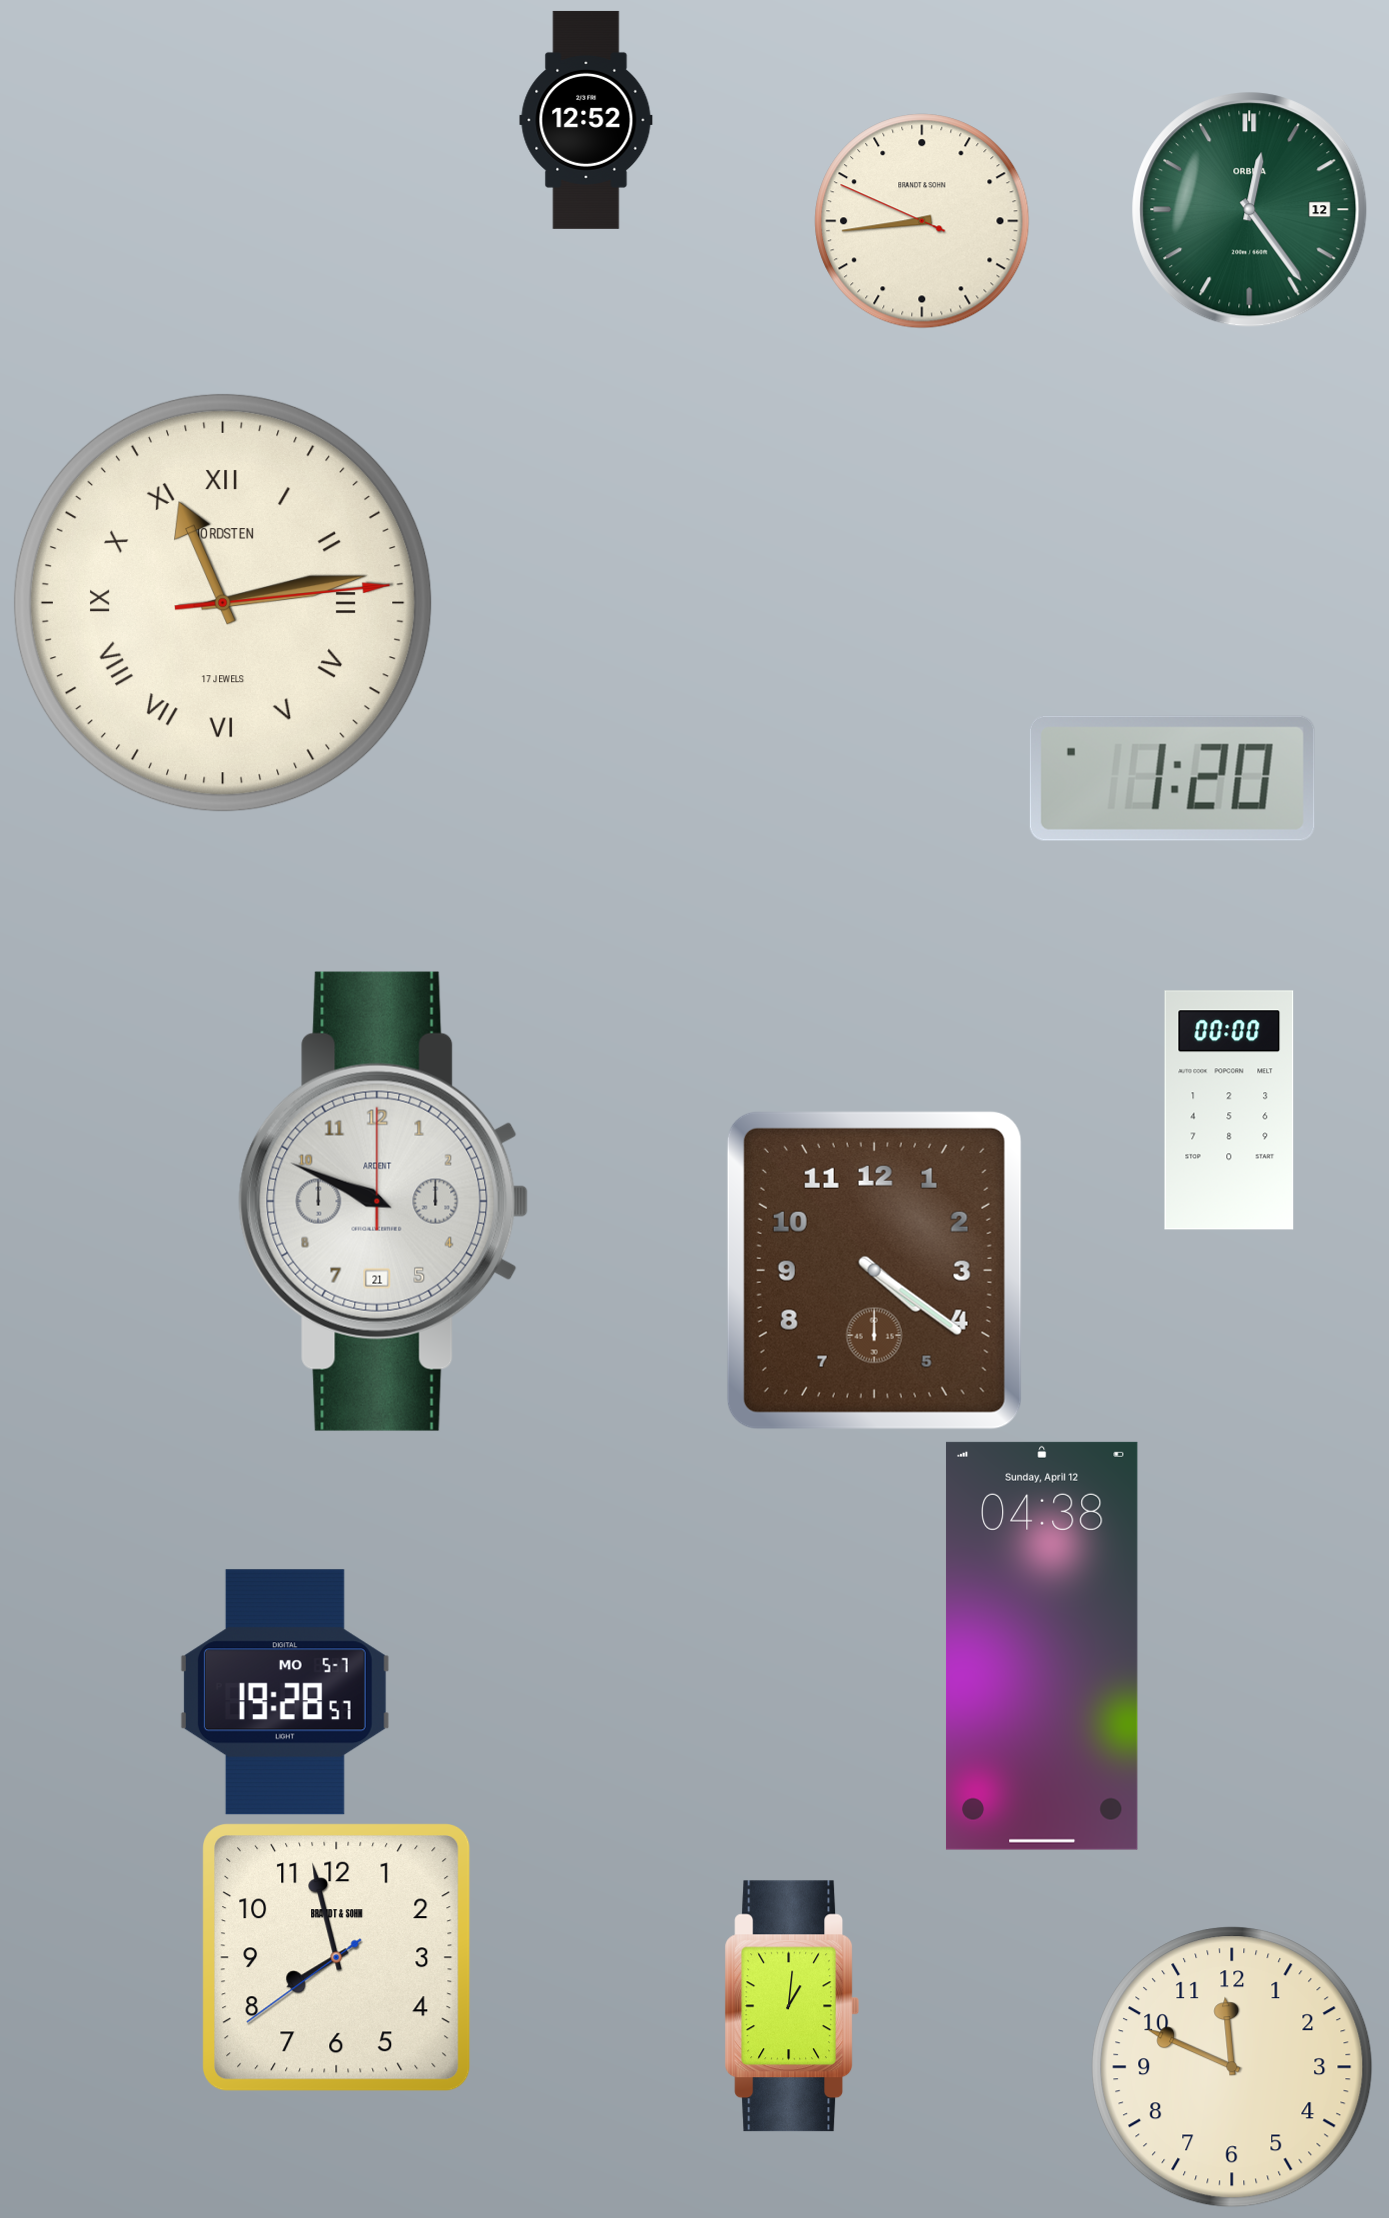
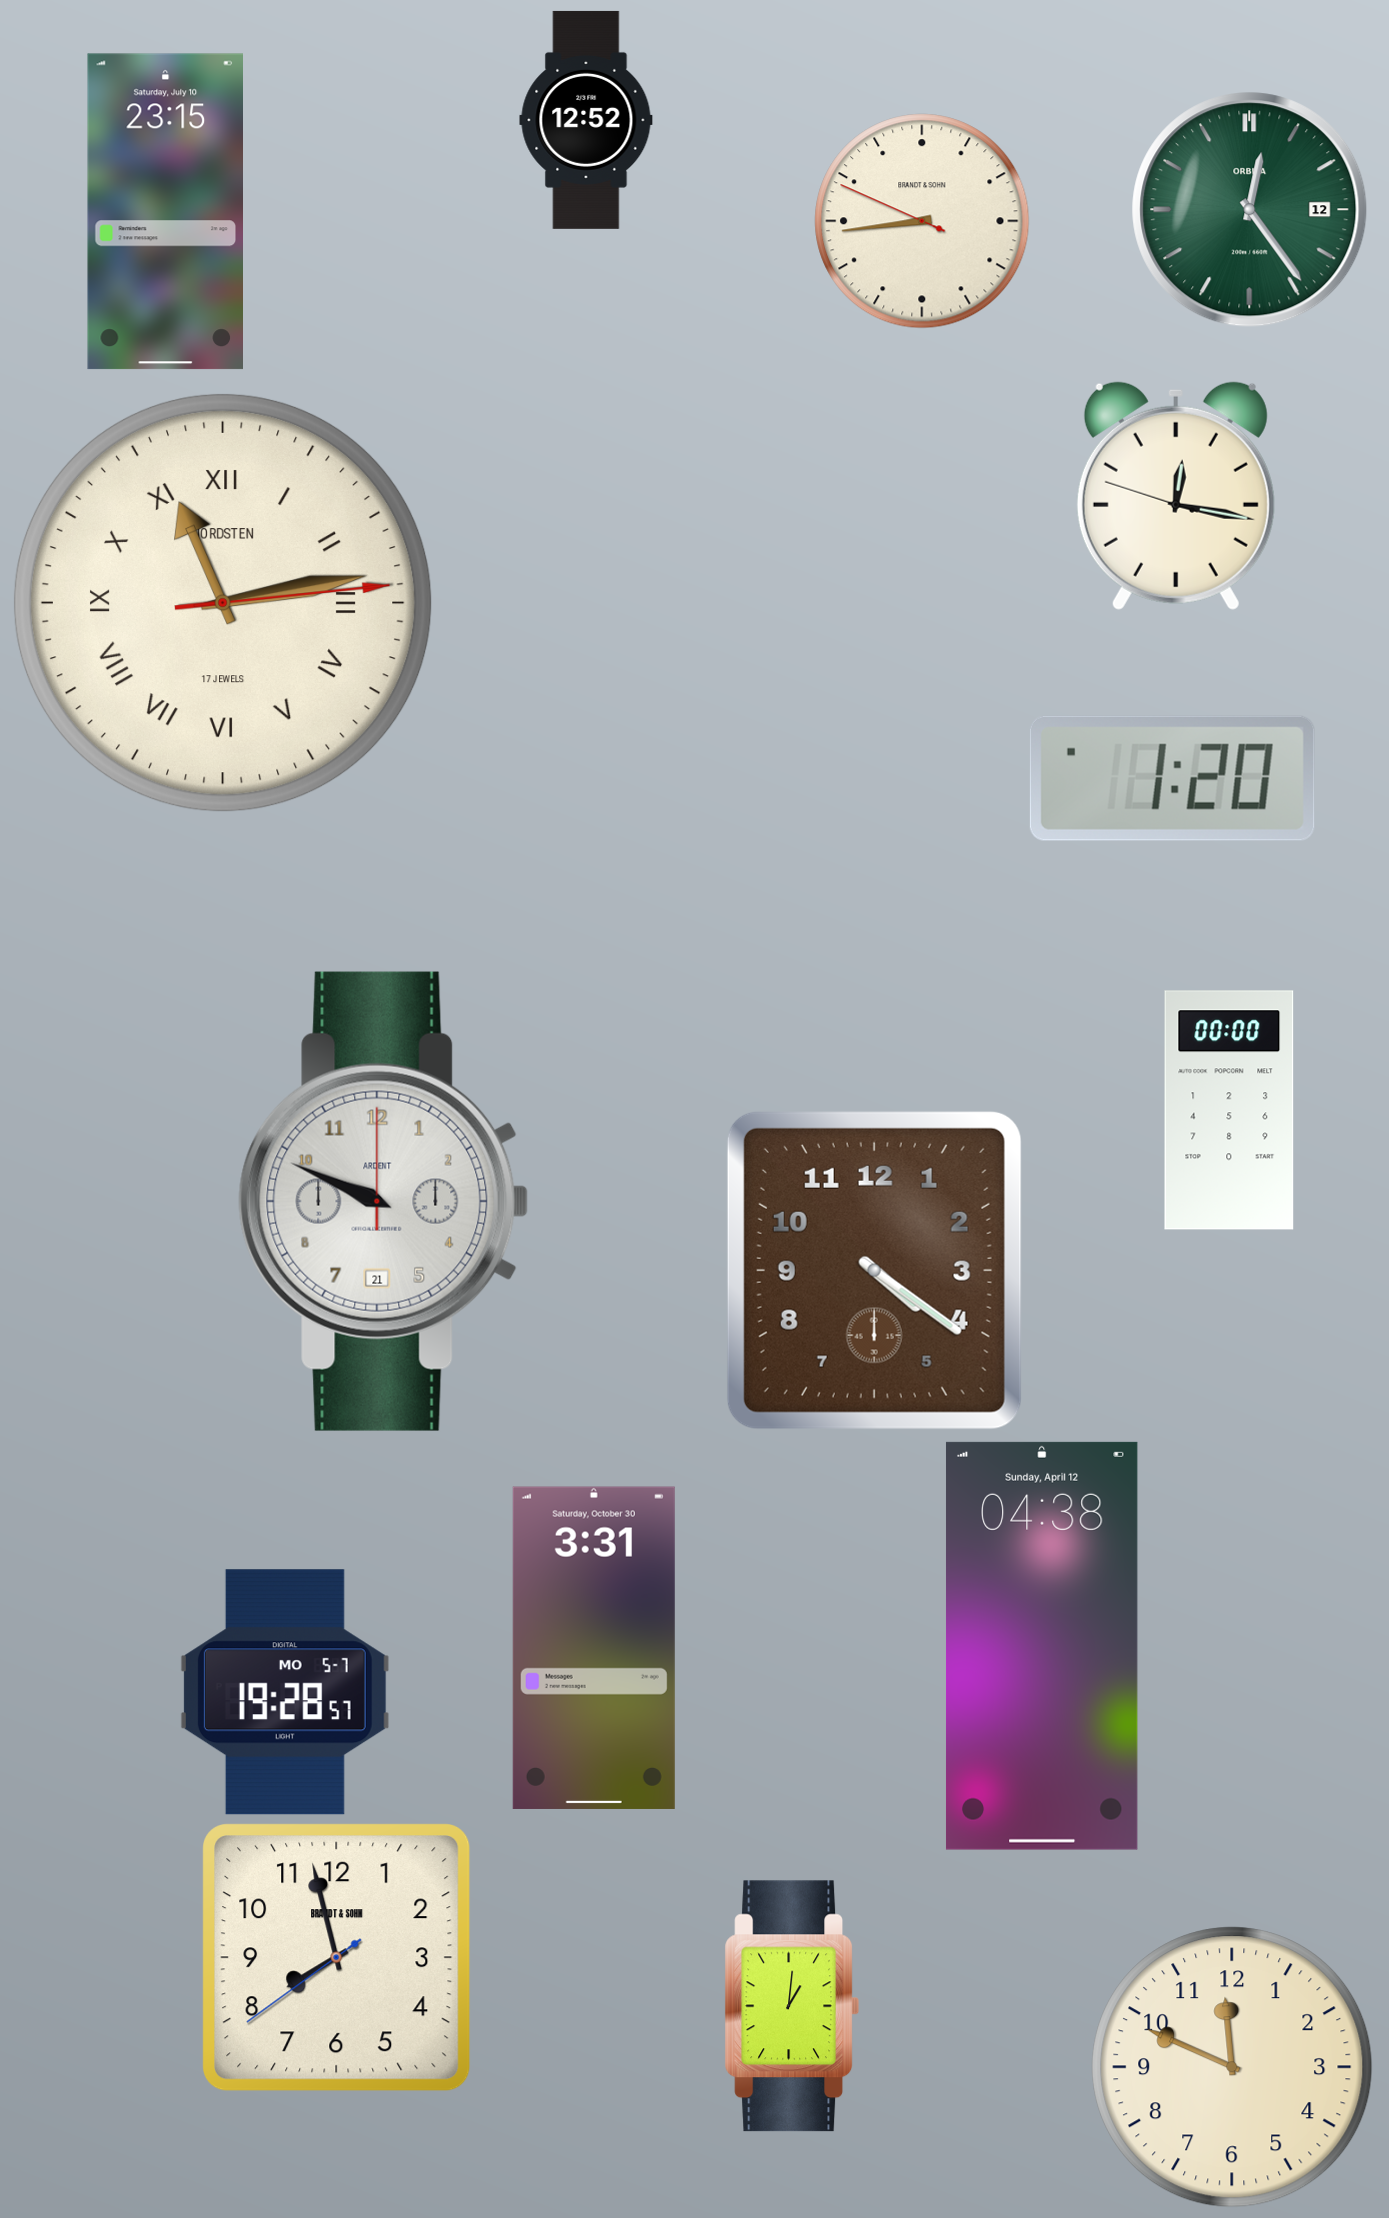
clock at (165, 212): none -> 23:15
clock at (1176, 496): none -> 12:16
clock at (594, 1648): none -> 3:31
